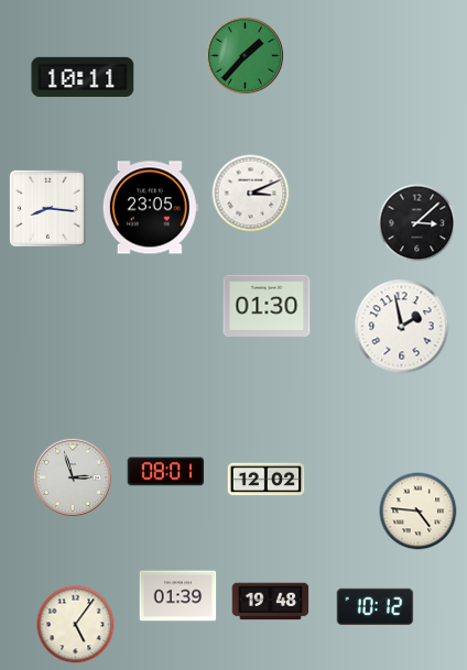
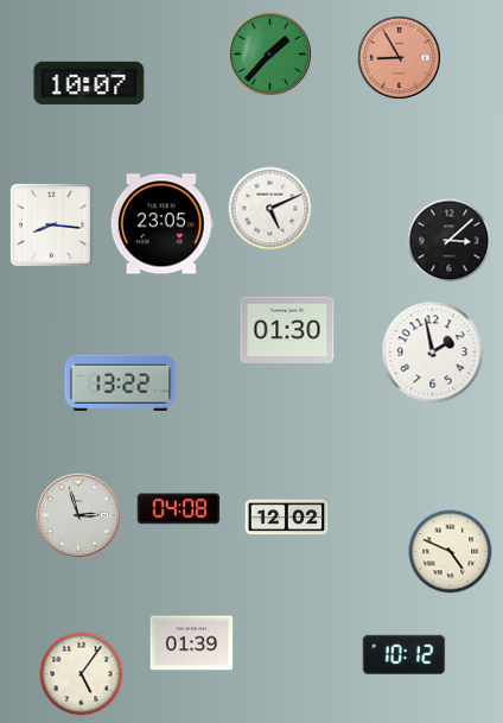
clock at (400, 58): none -> 8:55
clock at (246, 56) position: (246, 56) -> (270, 55)
clock at (83, 77): 10:11 -> 10:07
clock at (251, 194): 3:11 -> 5:11
clock at (121, 382): none -> 13:22
clock at (166, 472): 08:01 -> 04:08
clock at (419, 512): 4:46 -> 4:49
clock at (271, 602): 19:48 -> none
